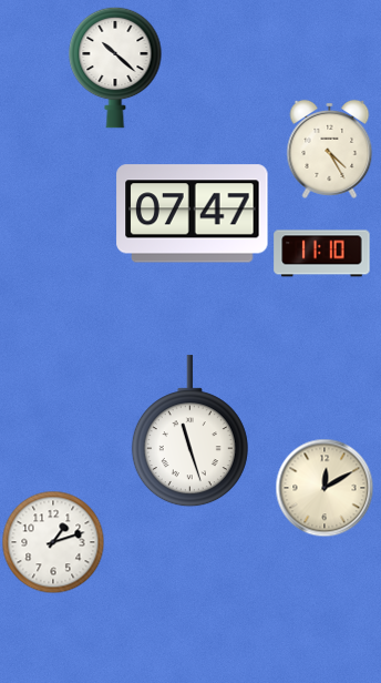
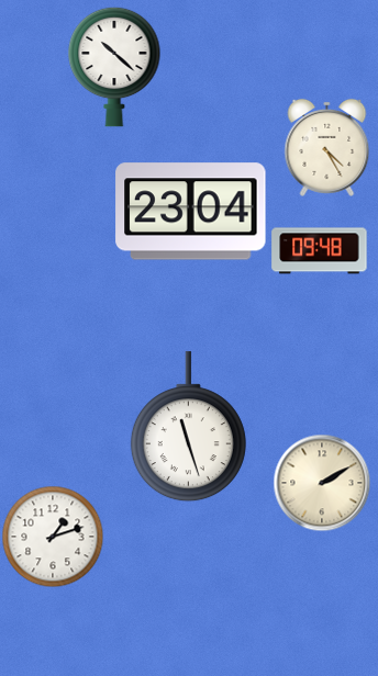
clock at (193, 214): 07:47 -> 23:04
clock at (322, 254): 11:10 -> 09:48
clock at (325, 488): 12:10 -> 2:10
